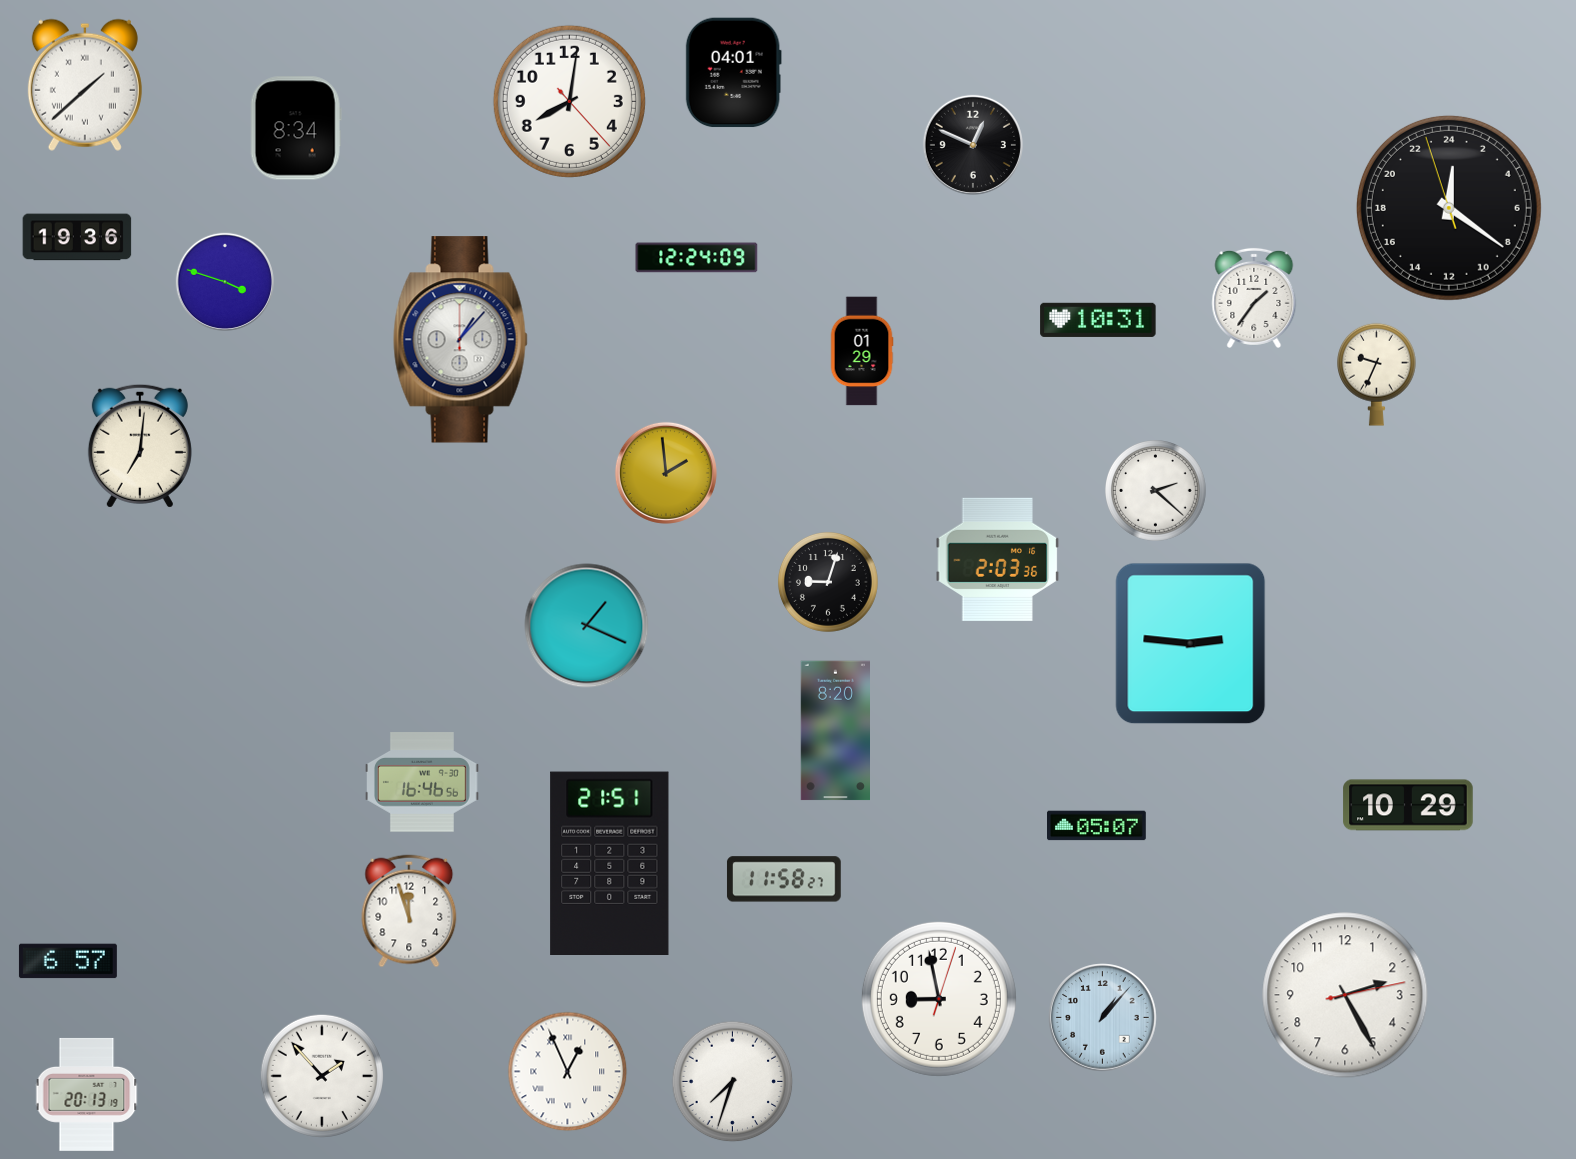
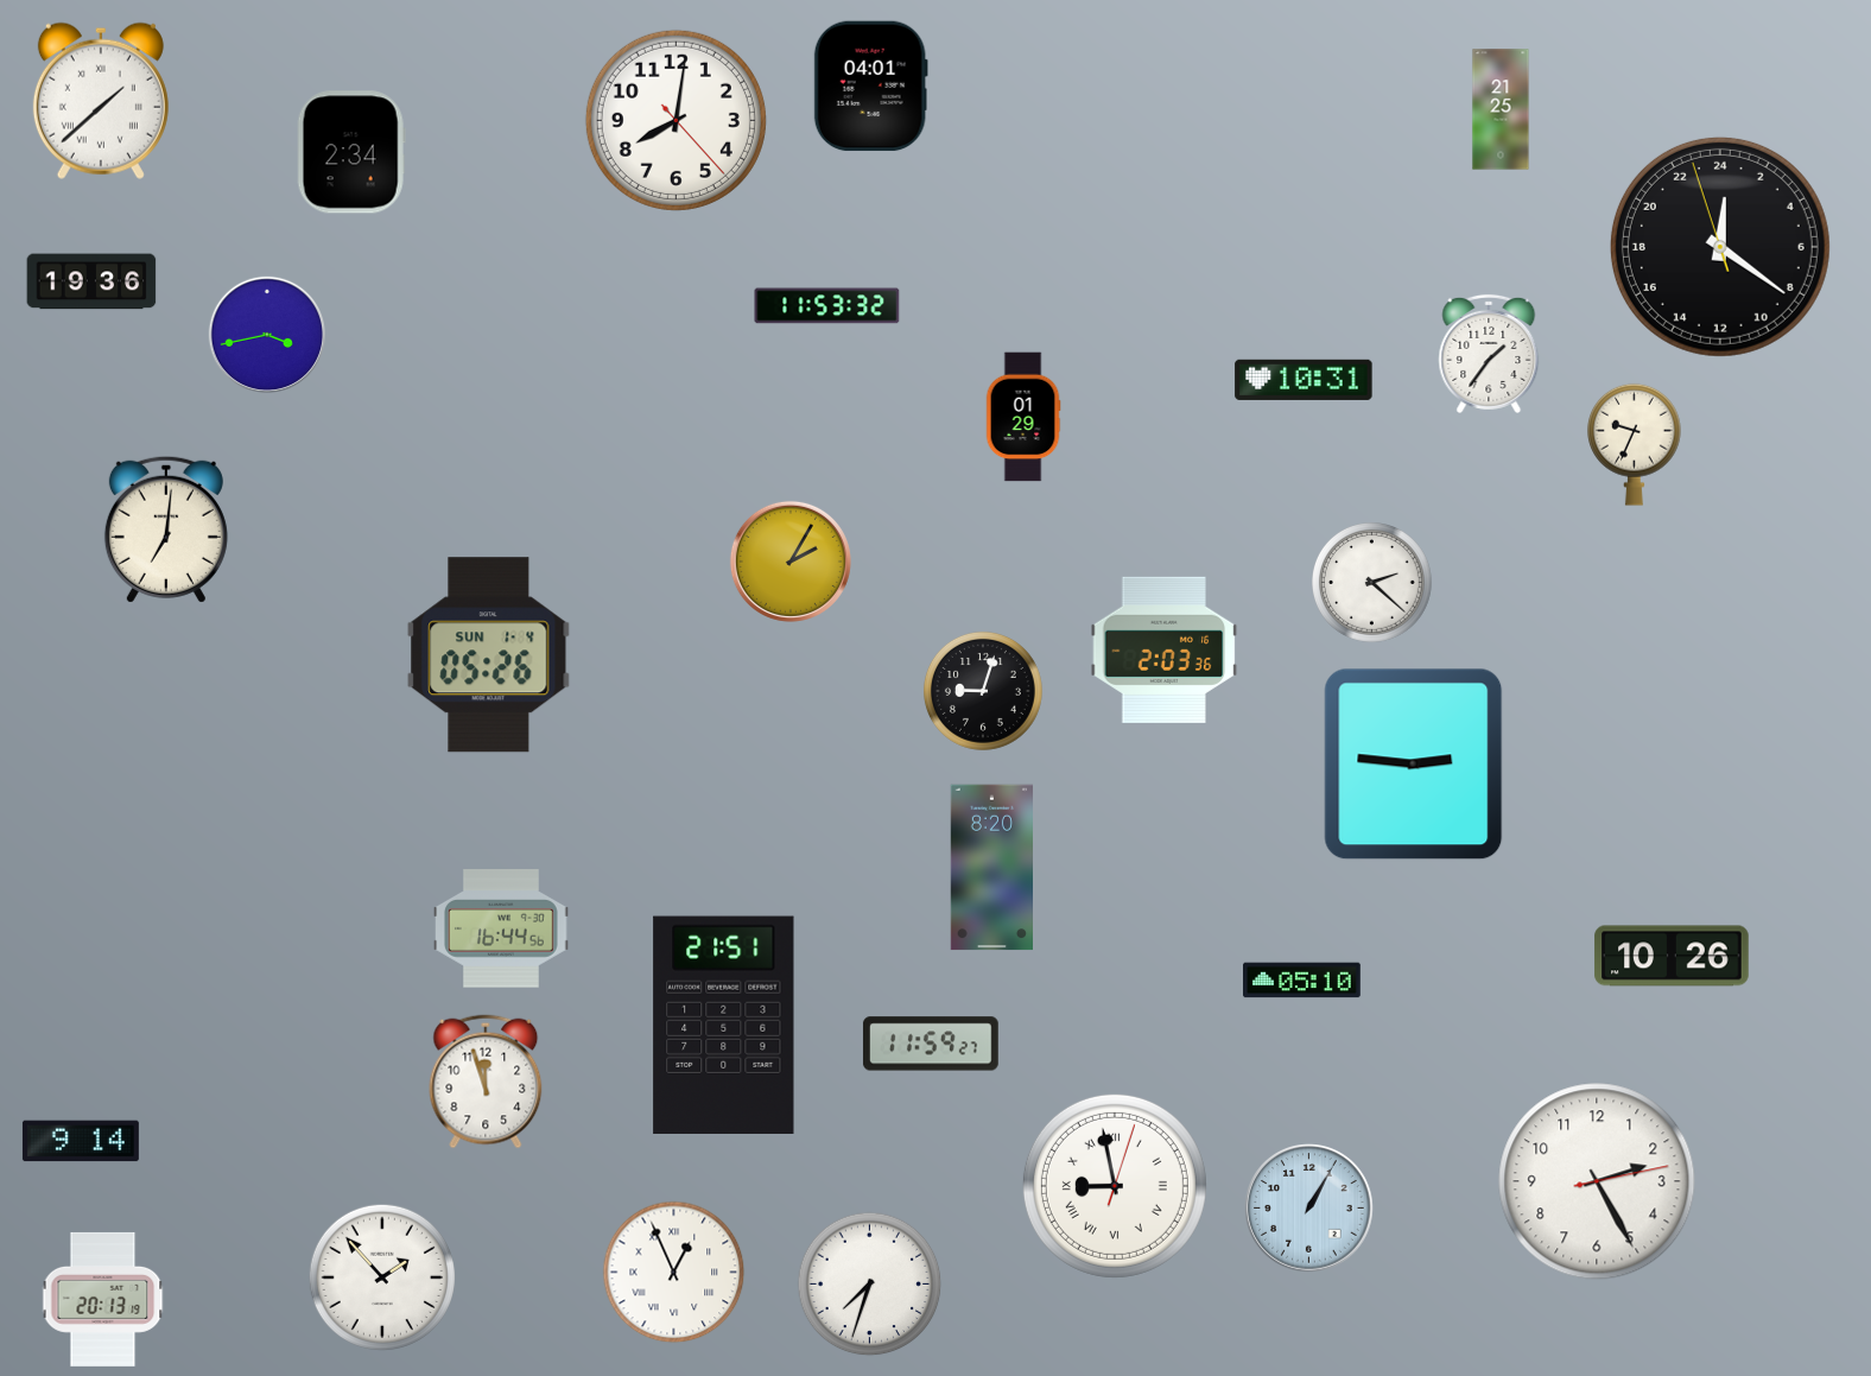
clock at (1501, 109): none -> 21:25
clock at (296, 128): 8:34 -> 2:34
clock at (973, 145): 12:49 -> none
clock at (697, 258): 12:24 -> 11:53
clock at (224, 281): 3:48 -> 3:43
clock at (461, 340): 1:07 -> none
clock at (666, 473): 1:59 -> 2:05
clock at (489, 655): none -> 05:26
clock at (998, 559) position: (998, 559) -> (1165, 649)
clock at (587, 626): 1:19 -> none
clock at (423, 782): 16:46 -> 16:44
clock at (1408, 805): 10:29 -> 10:26
clock at (1097, 826): 05:07 -> 05:10
clock at (784, 879): 11:58 -> 11:59
clock at (68, 961): 6:57 -> 9:14
clock at (939, 999) numerals: Arabic -> Roman
clock at (1103, 1018): 1:07 -> 1:05
